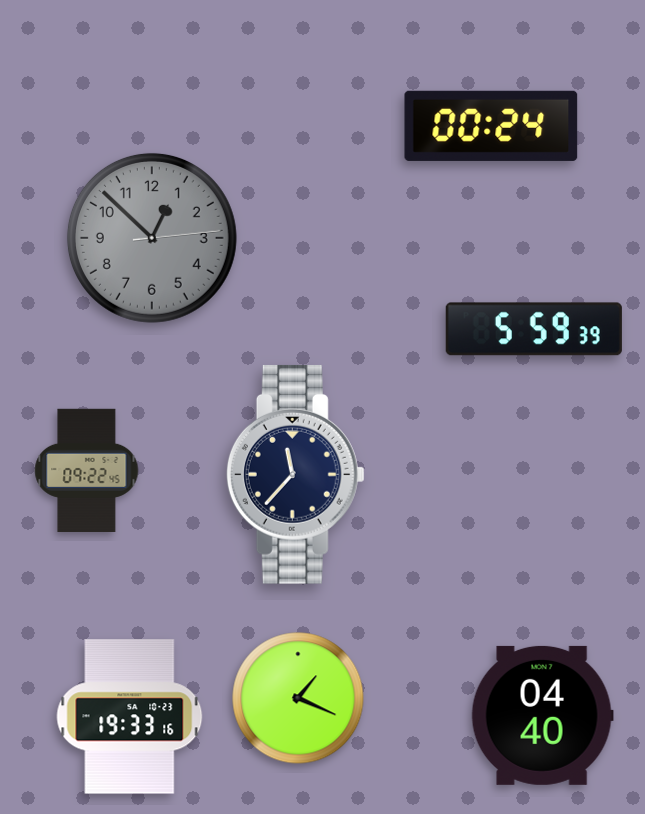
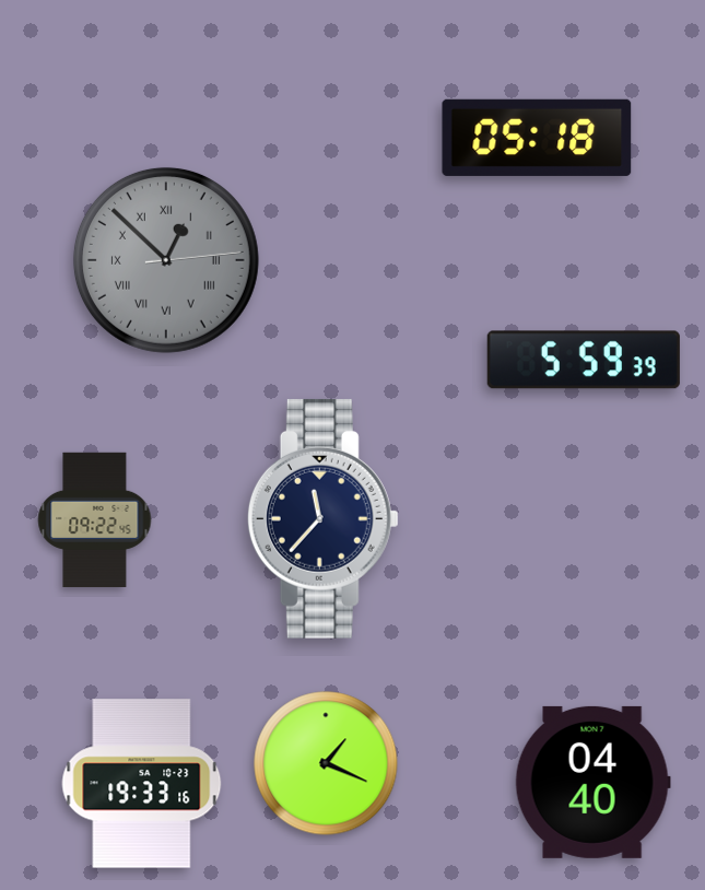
clock at (491, 126): 00:24 -> 05:18
clock at (152, 238) numerals: Arabic -> Roman
clock at (87, 470) position: (87, 470) -> (95, 519)
